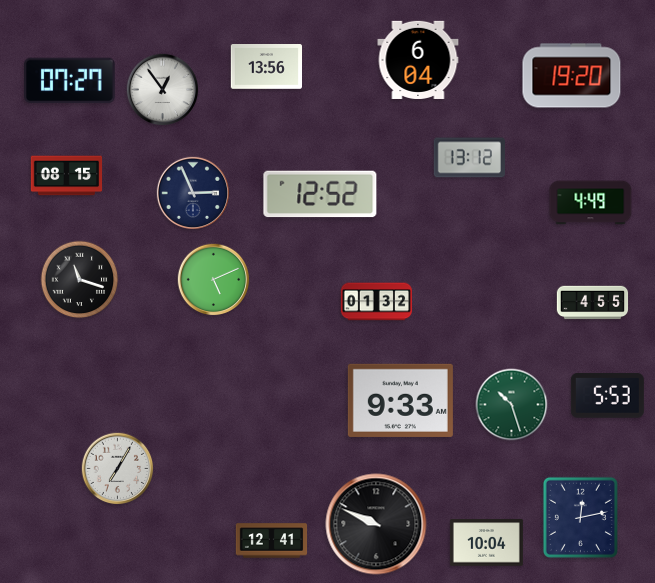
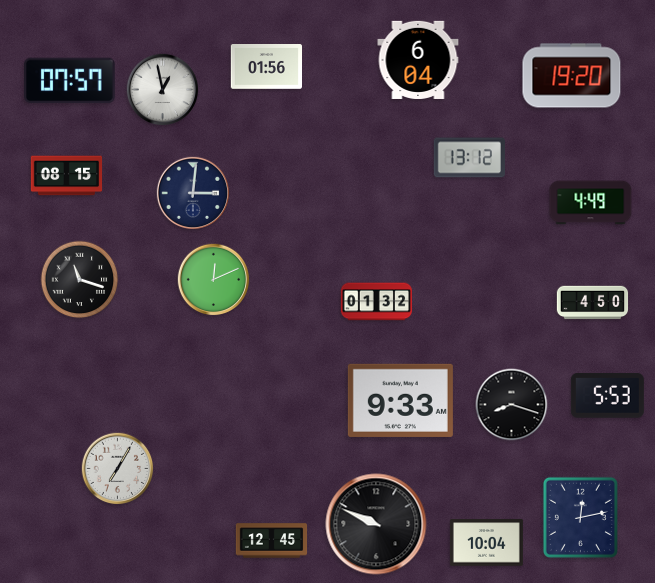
clock at (266, 67): 13:56 -> 01:56
clock at (70, 81): 07:27 -> 07:57
clock at (163, 90): 12:54 -> 12:58
clock at (192, 192): 2:56 -> 3:01
clock at (320, 194): 12:52 -> none
clock at (214, 280): 5:11 -> 12:11
clock at (593, 303): 4:55 -> 4:50
clock at (512, 405): 10:27 -> 8:18
clock at (512, 405) dial: green -> black
clock at (272, 541): 12:41 -> 12:45
